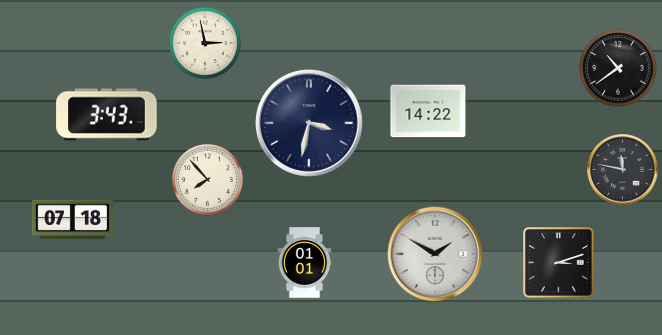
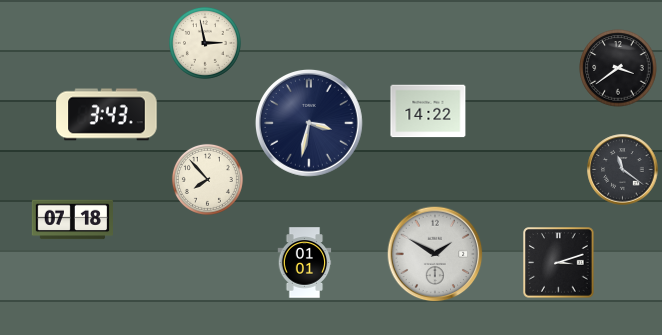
clock at (618, 68): 10:39 -> 3:39
clock at (623, 170): 11:47 -> 11:21
